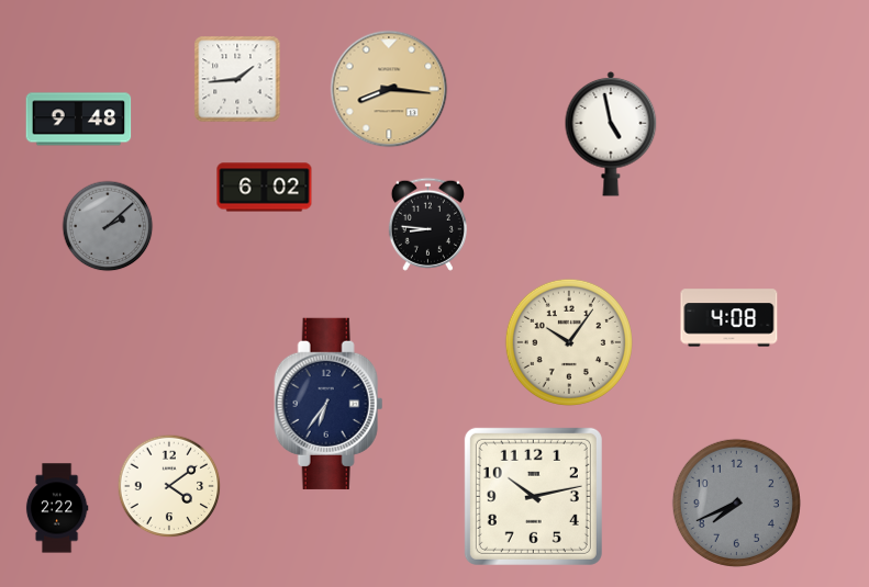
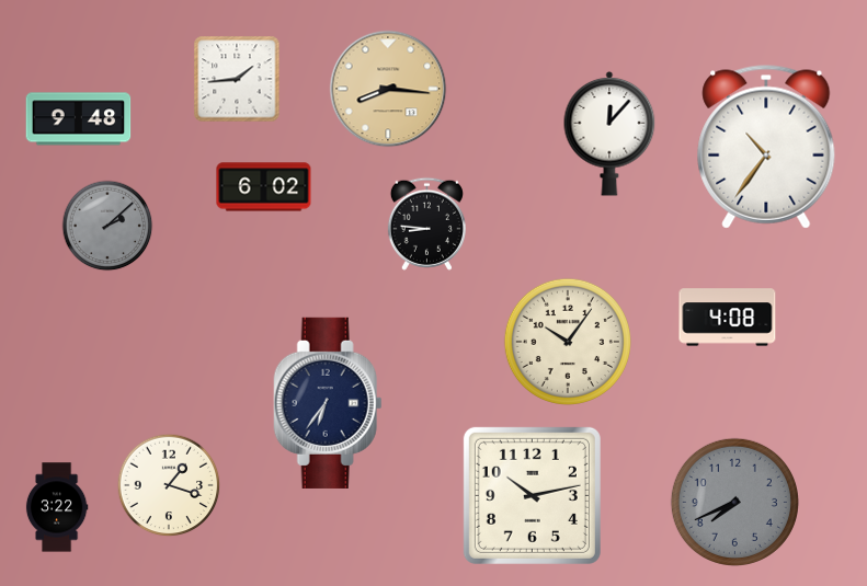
clock at (611, 134): 4:58 -> 12:07
clock at (766, 147): none -> 10:36
clock at (169, 486): 4:09 -> 1:18
clock at (57, 508): 2:22 -> 3:22
